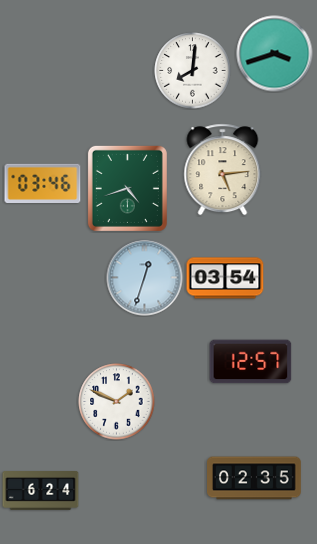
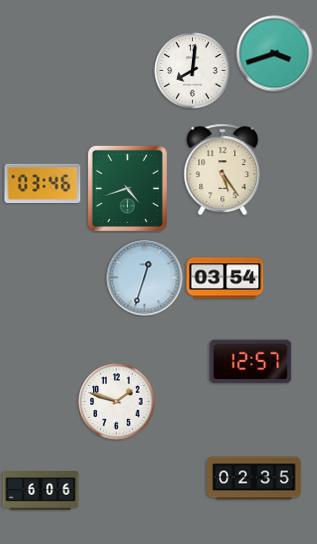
clock at (223, 170): 5:14 -> 5:24
clock at (117, 402): 1:49 -> 1:48
clock at (41, 491): 6:24 -> 6:06
